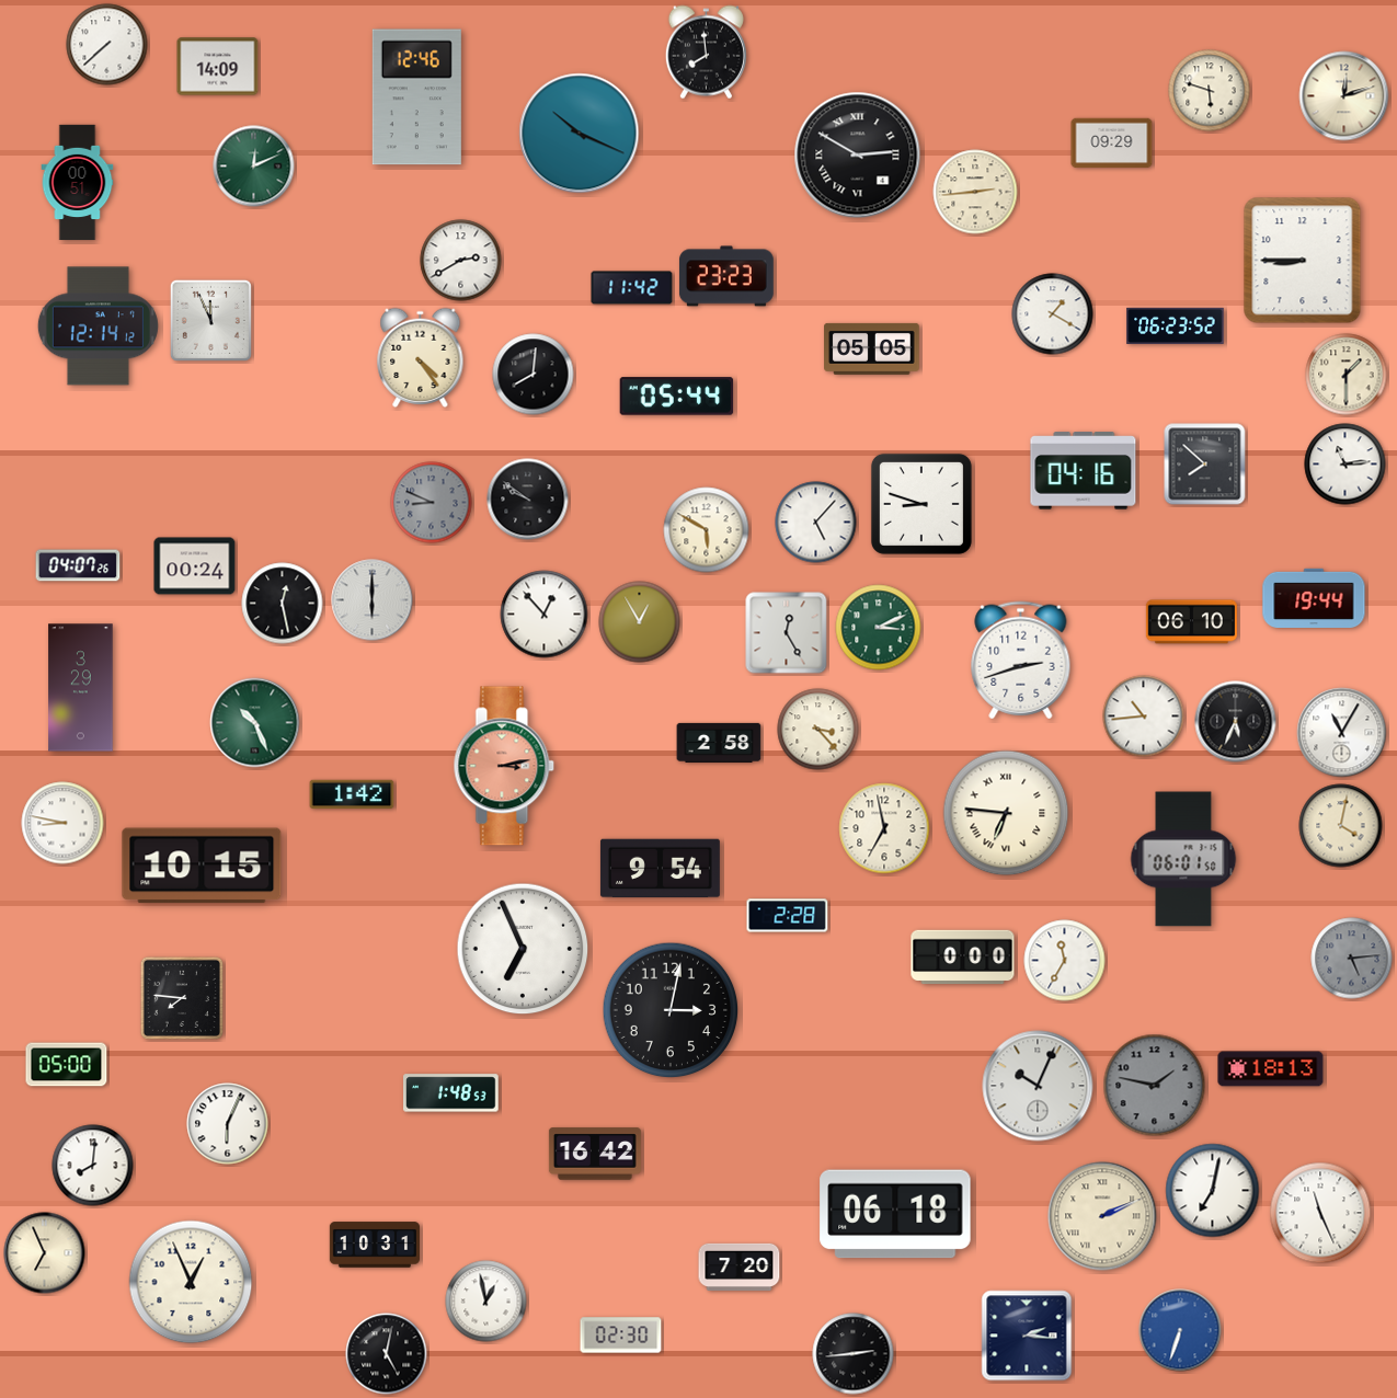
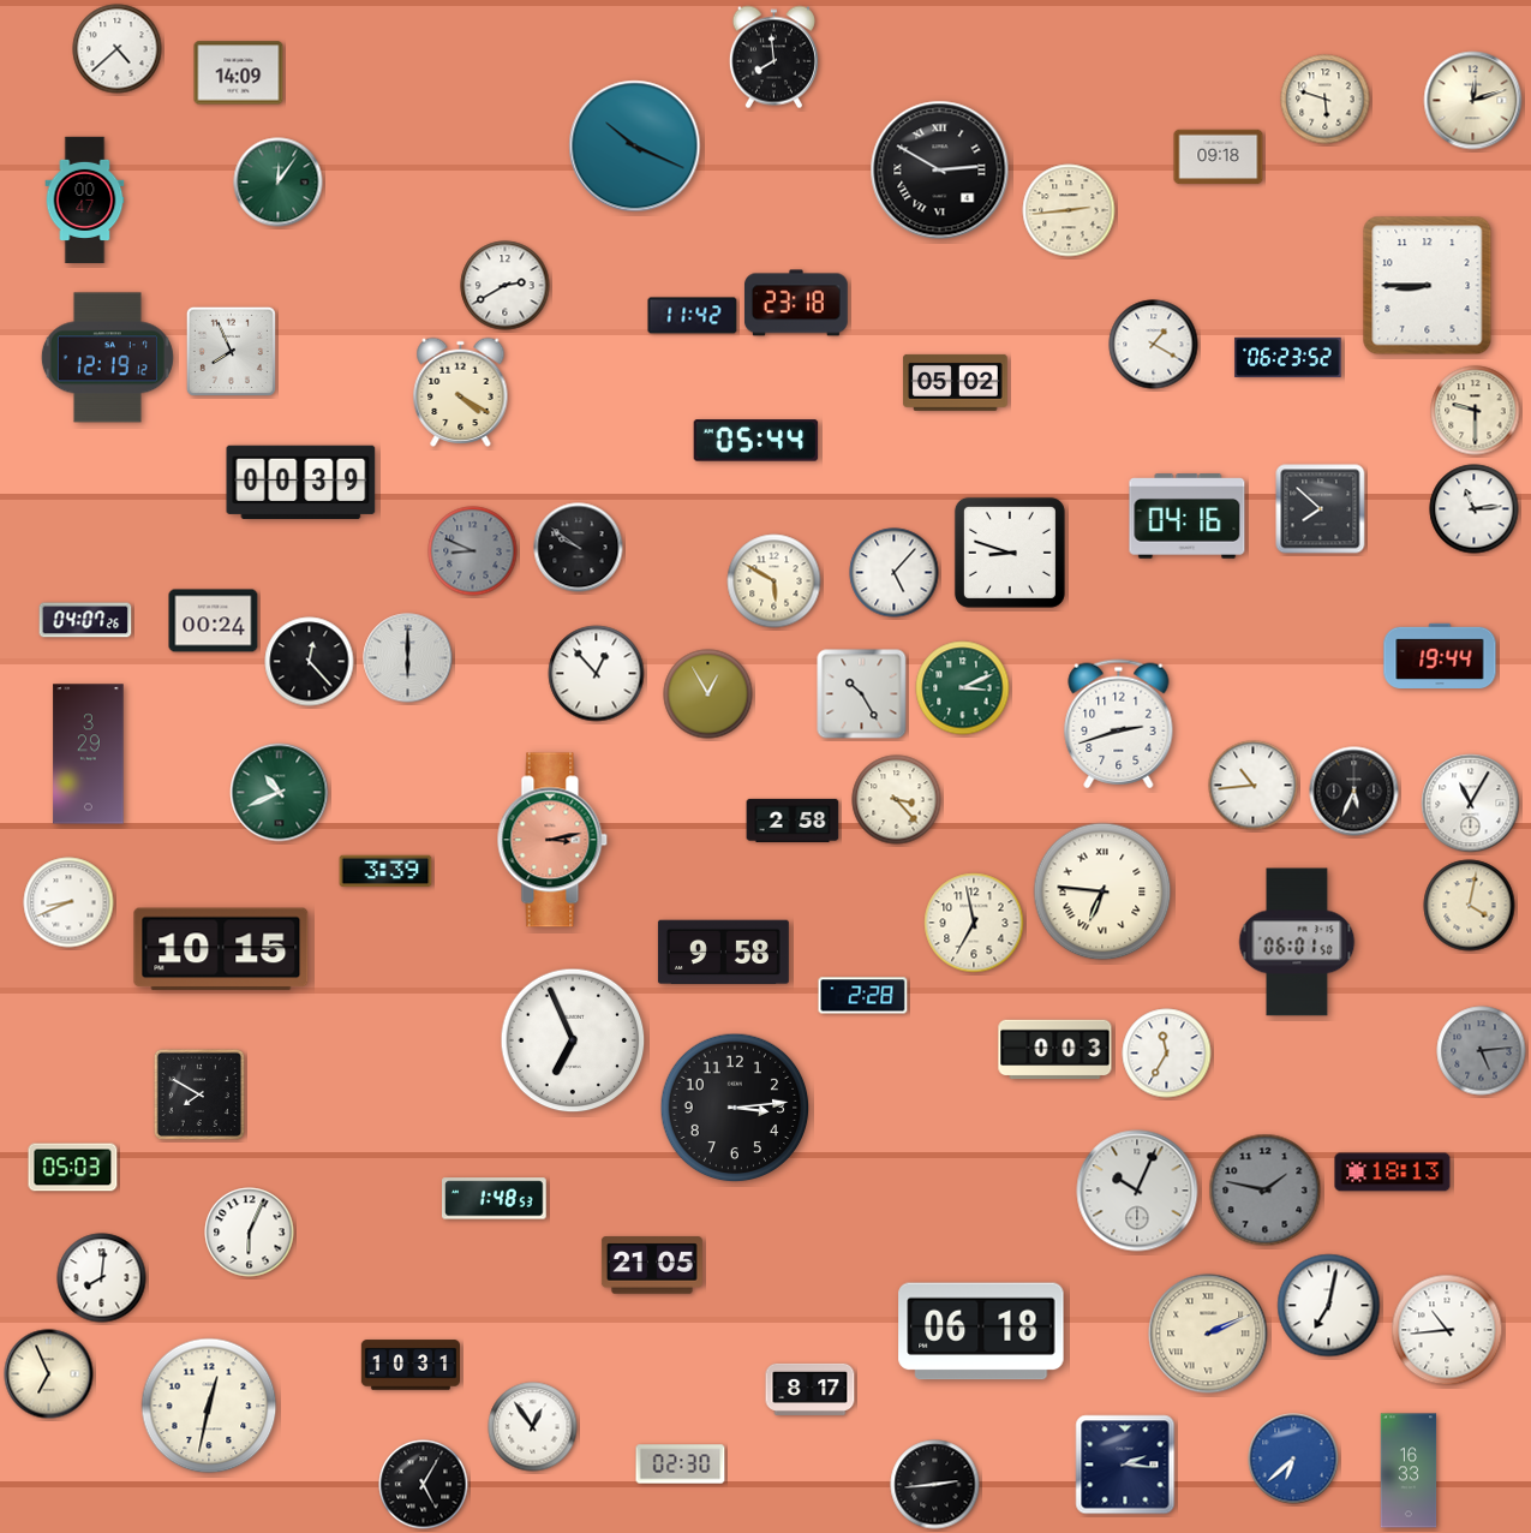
clock at (107, 45): 7:38 -> 4:38
clock at (1344, 96) position: (1344, 96) -> (1473, 101)
clock at (416, 98): 12:46 -> none
clock at (1112, 144): 09:29 -> 09:18
clock at (254, 167): 12:11 -> 12:06
clock at (78, 183): 00:51 -> 00:47
clock at (726, 276): 23:23 -> 23:18
clock at (210, 320): 11:56 -> 7:56
clock at (98, 326): 12:14 -> 12:19
clock at (872, 348): 05:05 -> 05:02
clock at (421, 357): 4:24 -> 4:20
clock at (534, 375): 8:01 -> none
clock at (1347, 375): 1:30 -> 9:30
clock at (677, 397) position: (677, 397) -> (756, 441)
clock at (301, 482): none -> 00:39
clock at (283, 604): 12:28 -> 12:23
clock at (640, 622) position: (640, 622) -> (708, 694)
clock at (1191, 622): 06:10 -> none
clock at (787, 633): 12:25 -> 10:25
clock at (255, 723): 10:26 -> 10:41
clock at (719, 743) position: (719, 743) -> (793, 821)
clock at (352, 794): 1:42 -> 3:39
clock at (62, 823): 8:47 -> 8:41
clock at (884, 828) position: (884, 828) -> (974, 923)
clock at (660, 869): 9:54 -> 9:58
clock at (788, 916) position: (788, 916) -> (863, 996)
clock at (963, 958): 0:00 -> 0:03
clock at (182, 998): 7:46 -> 7:50
clock at (671, 1010): 3:02 -> 3:14
clock at (67, 1065): 05:00 -> 05:03
clock at (595, 1154): 16:42 -> 21:05
clock at (1320, 1213): 11:26 -> 10:44
clock at (740, 1267): 7:20 -> 8:17
clock at (191, 1282): 12:56 -> 12:32
clock at (486, 1302): 12:58 -> 12:54
clock at (1180, 1330): 6:33 -> 6:38
clock at (1409, 1471): none -> 16:33
clock at (387, 1354): 5:02 -> 5:05
